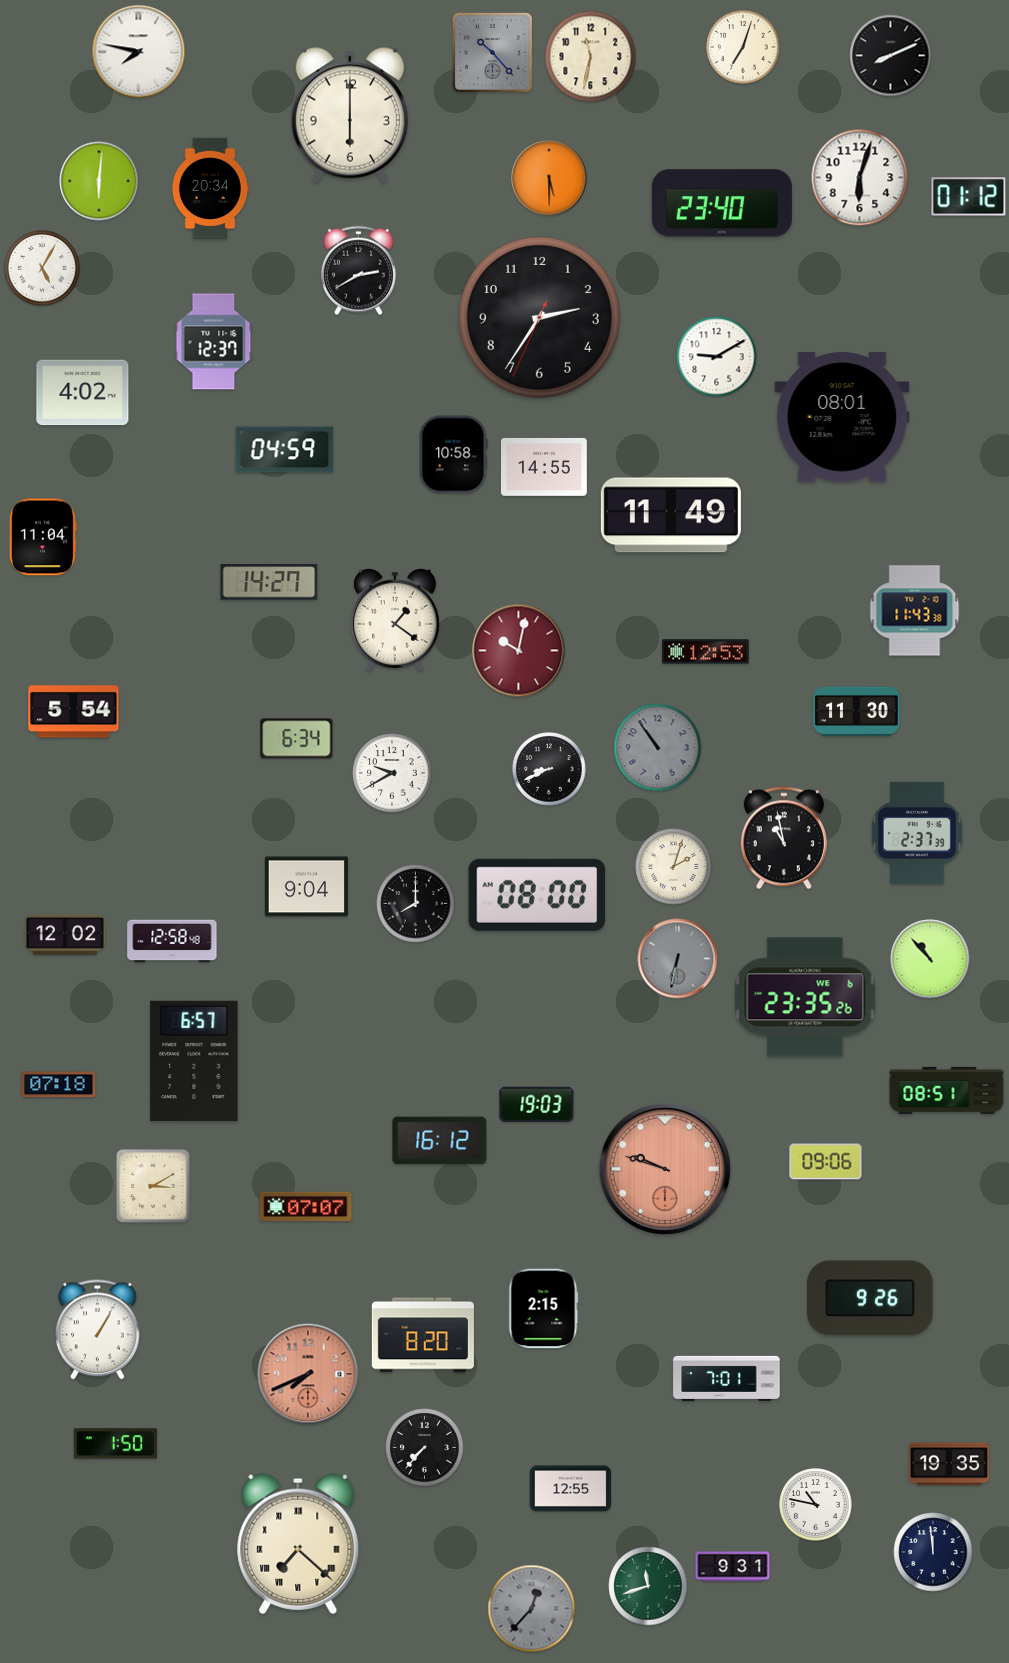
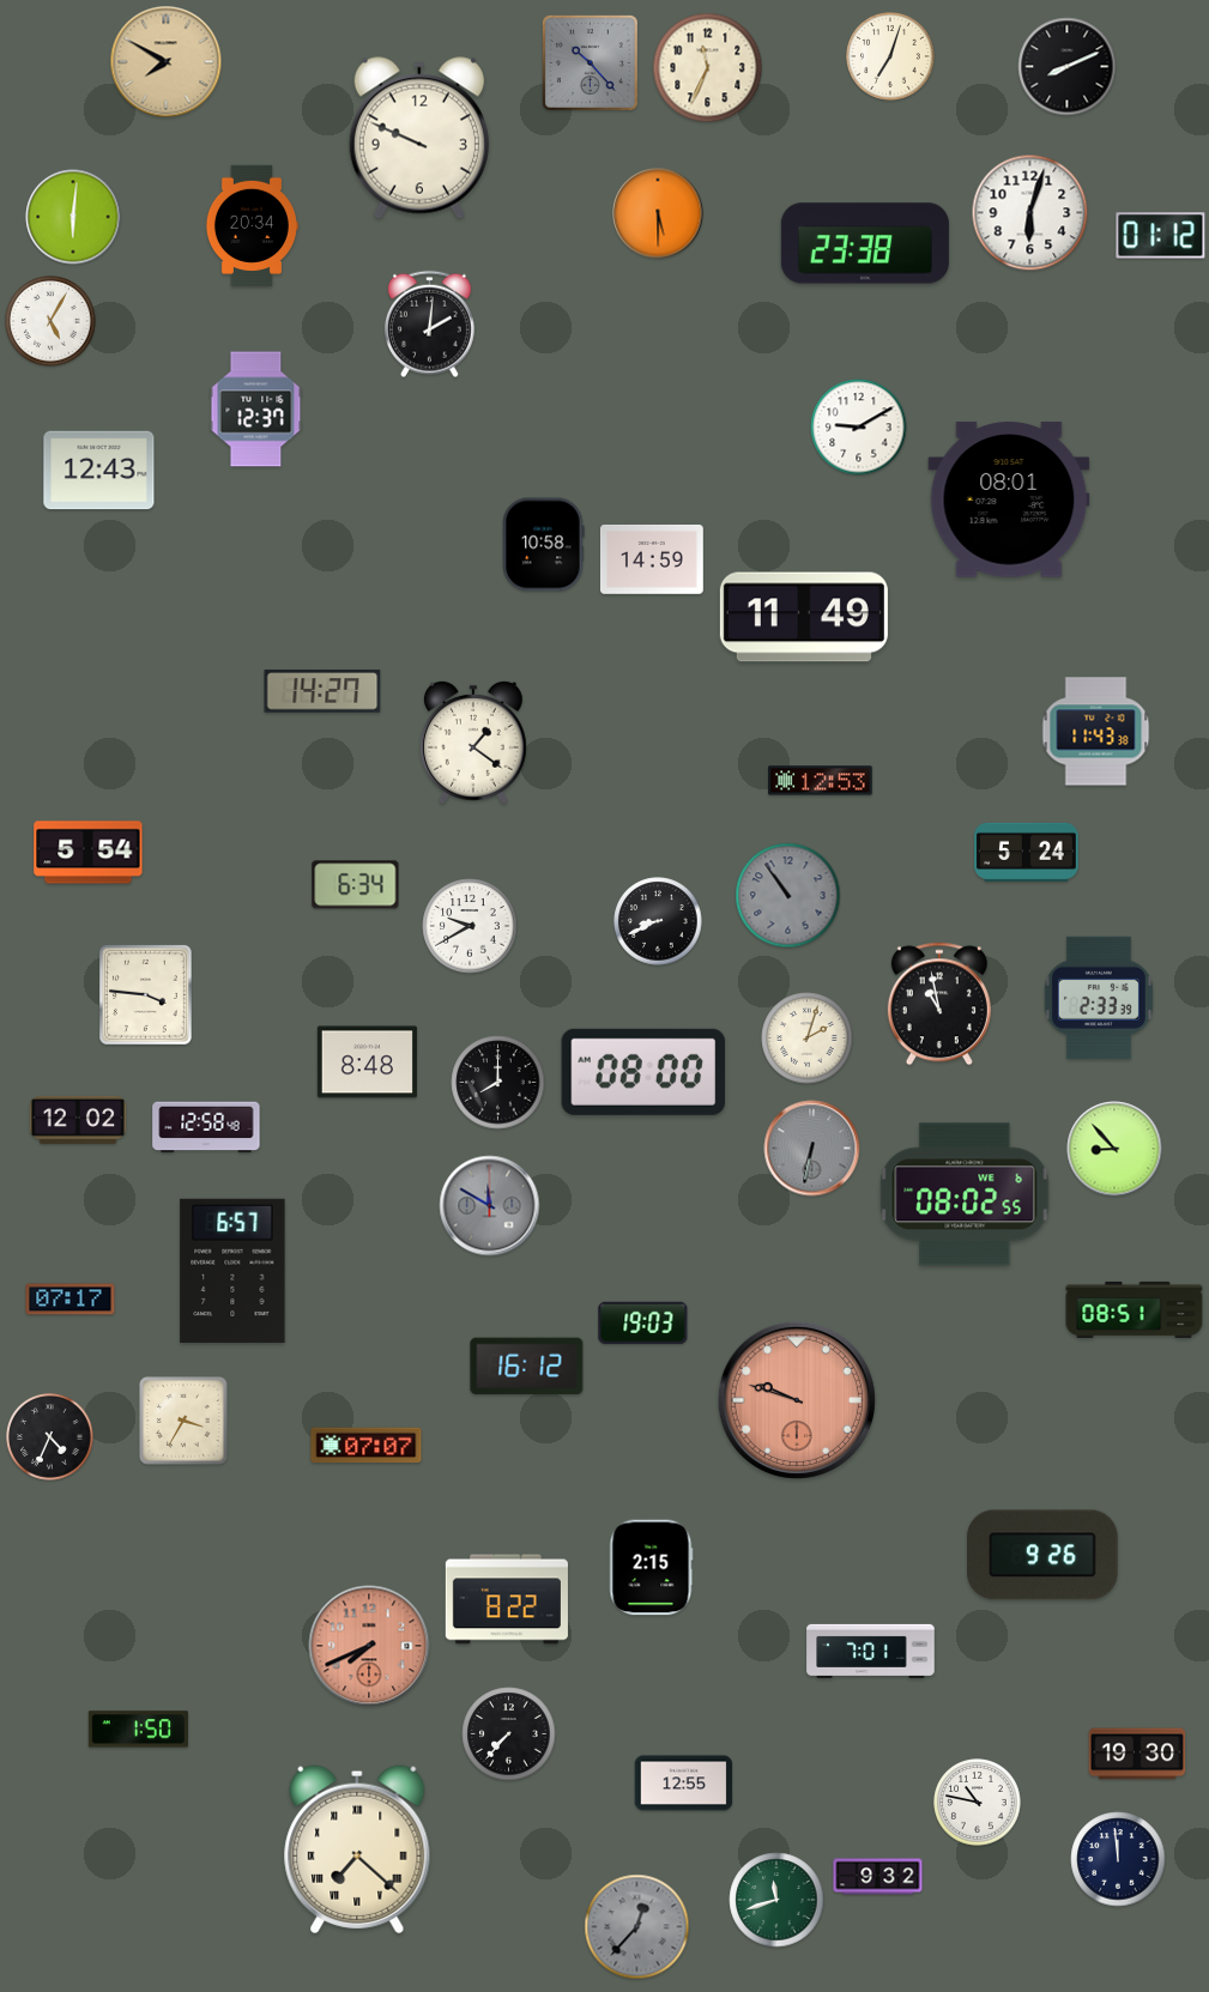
clock at (139, 52): 7:47 -> 7:50
clock at (139, 52) dial: white -> champagne
clock at (591, 57): 11:32 -> 11:34
clock at (350, 115): 6:00 -> 9:49
clock at (99, 181) position: (99, 181) -> (73, 217)
clock at (722, 203): 23:40 -> 23:38
clock at (358, 271): 2:40 -> 2:01
clock at (539, 317): 2:35 -> none
clock at (83, 393): 4:02 -> 12:43
clock at (285, 450): 04:59 -> none
clock at (544, 467): 14:55 -> 14:59
clock at (43, 537): 11:04 -> none
clock at (269, 582) position: (269, 582) -> (322, 691)
clock at (519, 651): 10:02 -> none
clock at (706, 652) position: (706, 652) -> (821, 781)
clock at (857, 711): 11:30 -> 5:24
clock at (145, 994): none -> 3:46
clock at (917, 833): 2:37 -> 2:33
clock at (306, 887): 9:04 -> 8:48
clock at (930, 959): 10:53 -> 8:53
clock at (805, 997): 23:35 -> 08:02
clock at (490, 1206): none -> 11:50
clock at (59, 1085): 07:18 -> 07:17
clock at (947, 1090) position: (947, 1090) -> (1135, 1309)
clock at (826, 1162): 09:06 -> none
clock at (153, 1186): 3:10 -> 3:35
clock at (50, 1437): none -> 4:34
clock at (98, 1330): 1:05 -> none
clock at (423, 1335): 8:20 -> 8:22
clock at (949, 1464): 19:35 -> 19:30
clock at (733, 1567): 9:31 -> 9:32
